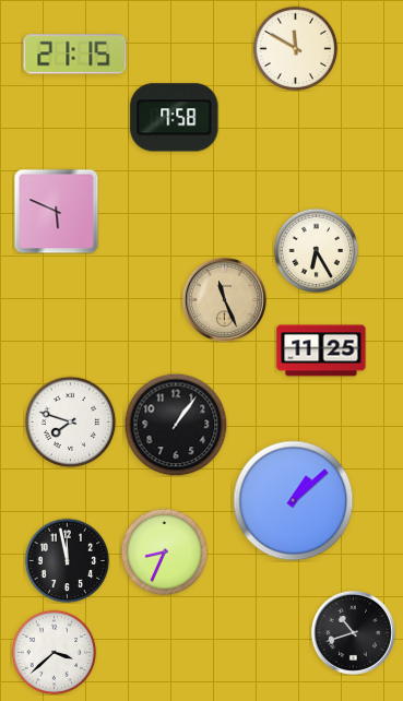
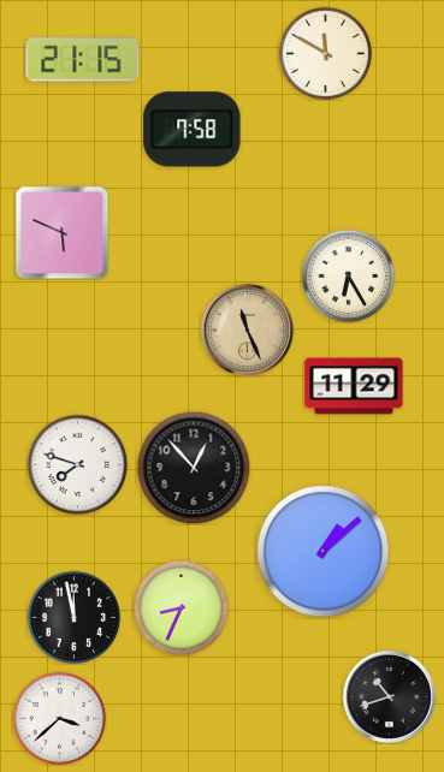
clock at (321, 350): 11:25 -> 11:29
clock at (176, 425): 1:06 -> 12:53
